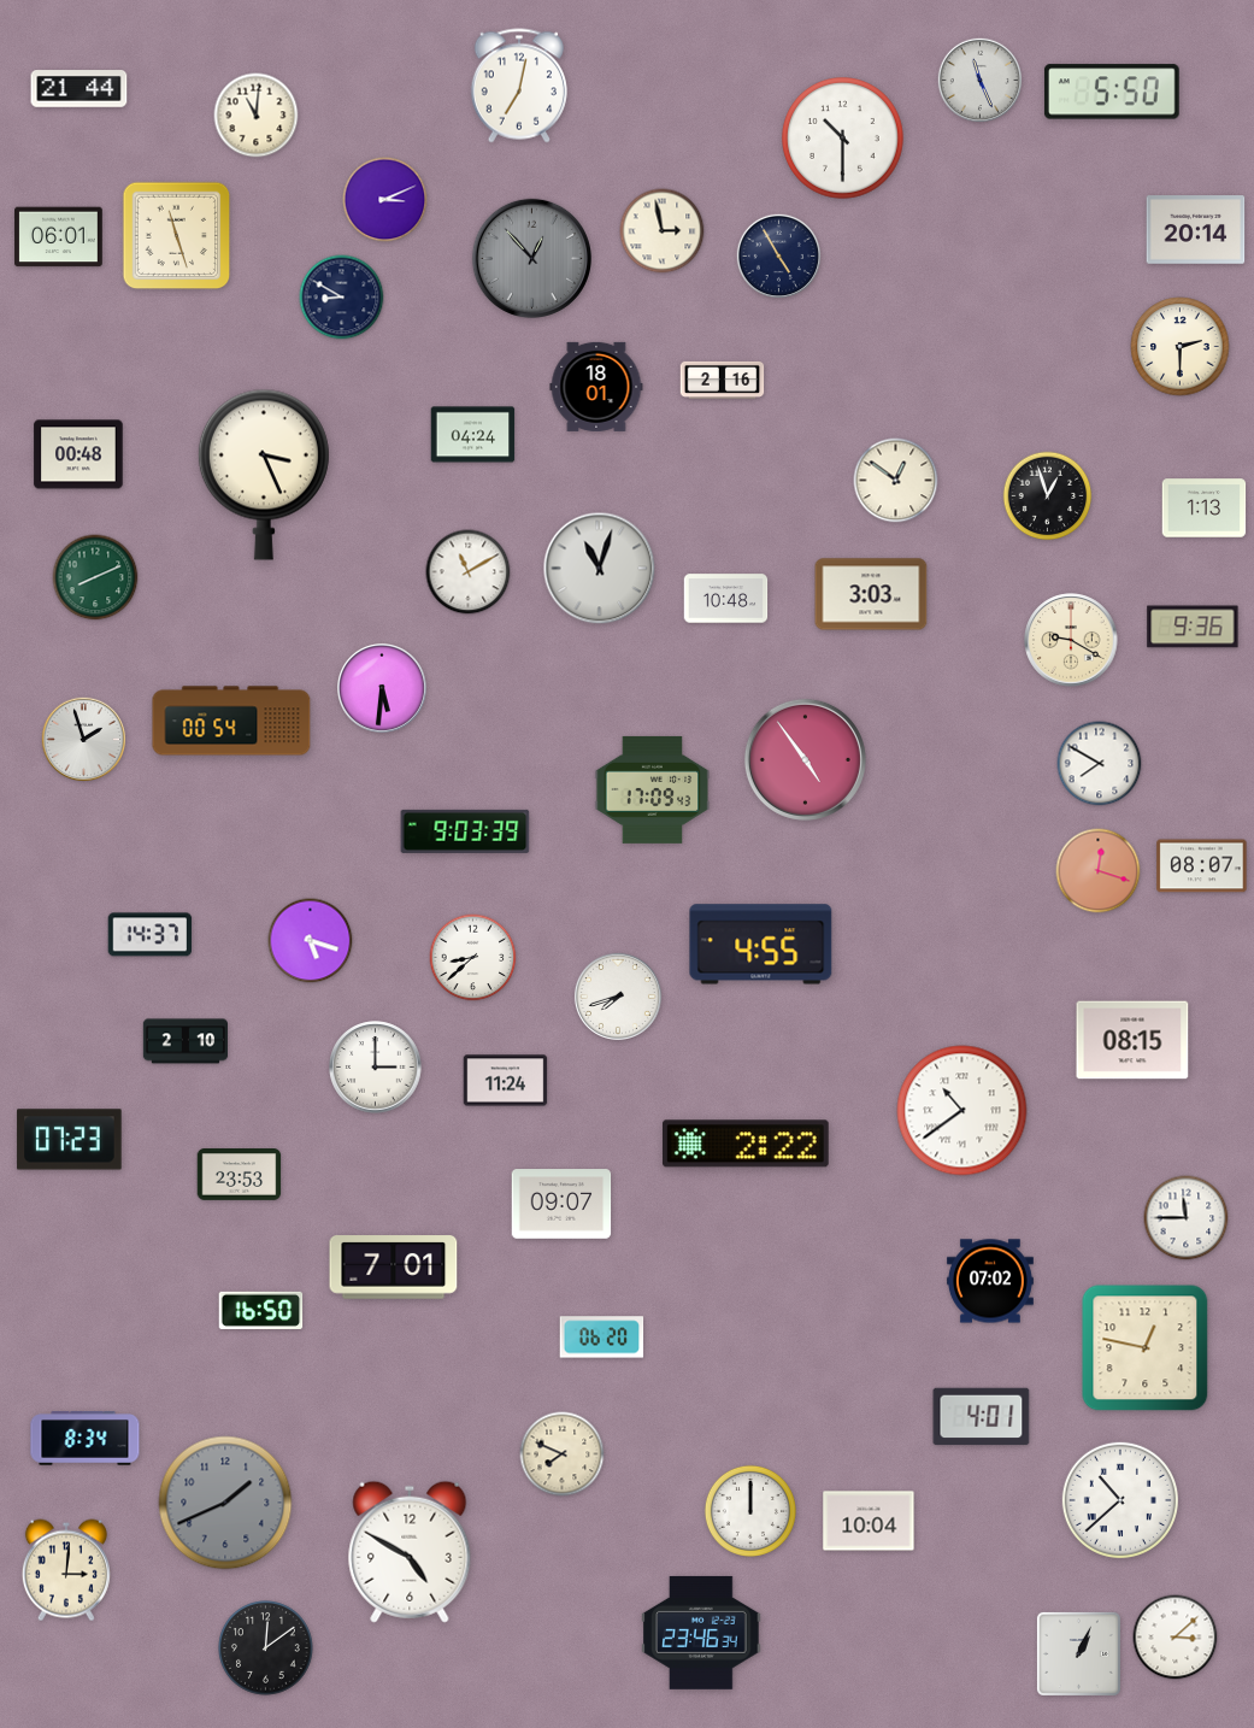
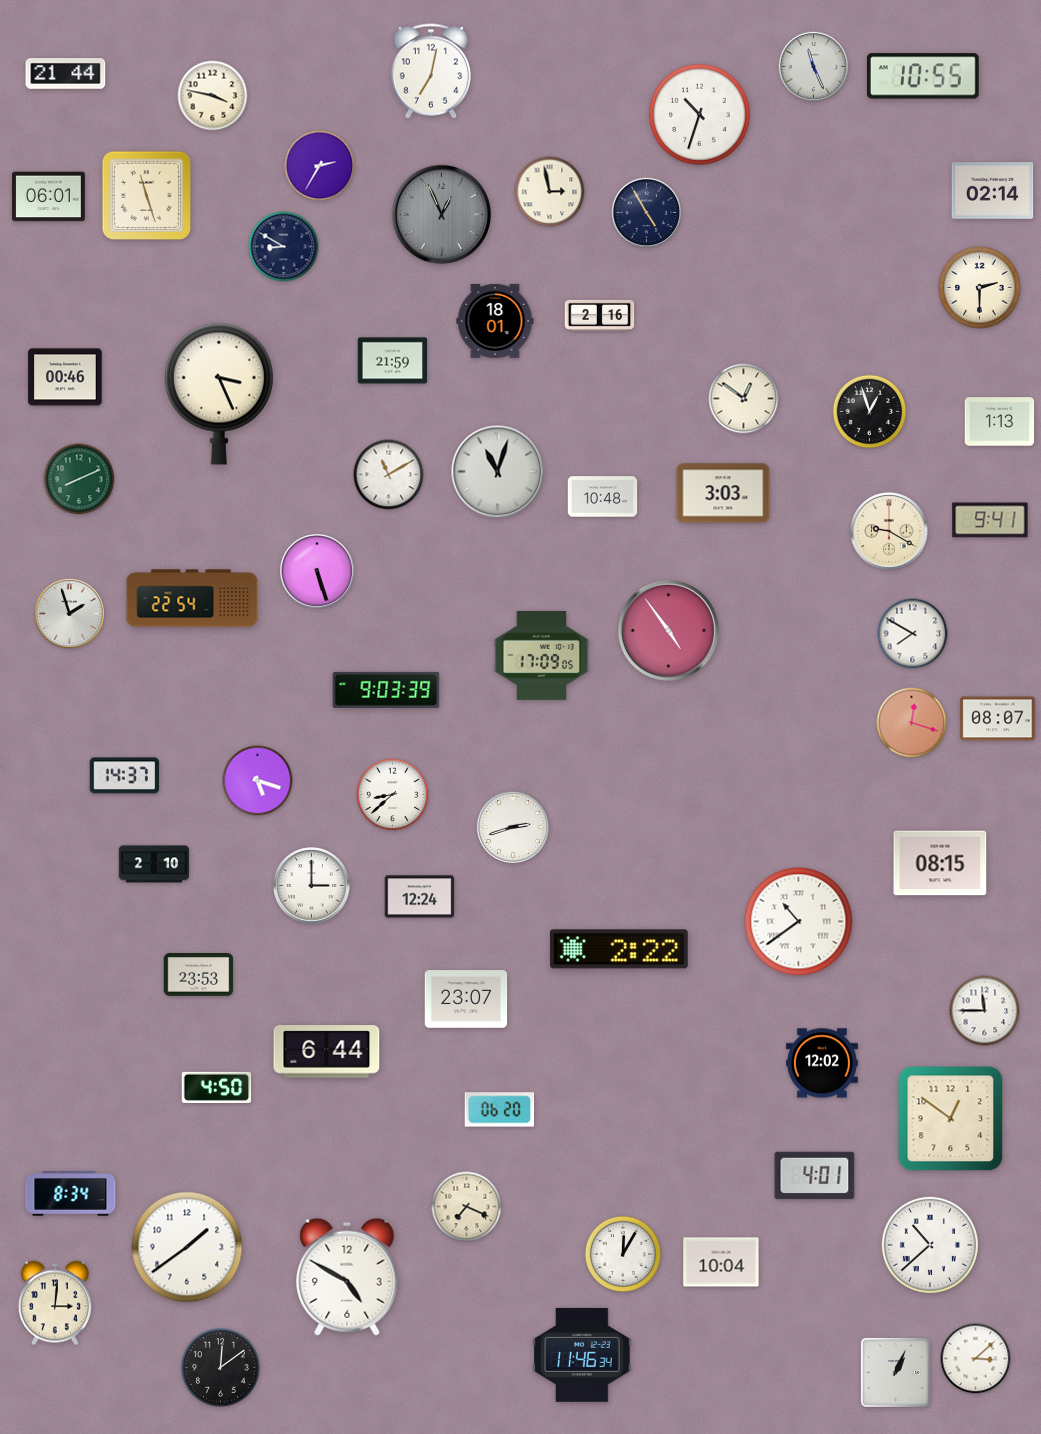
clock at (1112, 92): 5:50 -> 10:55
clock at (257, 116): 11:01 -> 3:47
clock at (843, 139): 10:30 -> 10:33
clock at (385, 200): 3:11 -> 2:35
clock at (1196, 230): 20:14 -> 02:14
clock at (531, 258): 12:53 -> 12:56
clock at (473, 435): 04:24 -> 21:59
clock at (78, 454): 00:48 -> 00:46
clock at (1193, 627): 9:36 -> 9:41
clock at (382, 688): 5:31 -> 5:27
clock at (231, 721): 00:54 -> 22:54
clock at (653, 789): 17:09:43 -> 17:09:05
clock at (761, 945): 4:55 -> none
clock at (618, 997): 7:42 -> 2:42
clock at (506, 1081): 11:24 -> 12:24
clock at (70, 1140): 07:23 -> none
clock at (561, 1204): 09:07 -> 23:07
clock at (394, 1268): 7:01 -> 6:44
clock at (990, 1281): 07:02 -> 12:02
clock at (261, 1310): 16:50 -> 4:50
clock at (1146, 1348): 12:47 -> 12:51
clock at (563, 1454): 7:49 -> 7:19
clock at (225, 1503): 1:41 -> 1:39
clock at (225, 1503) dial: grey -> white
clock at (750, 1511): 12:00 -> 12:05
clock at (410, 1552) position: (410, 1552) -> (347, 1277)
clock at (701, 1633): 23:46 -> 11:46
